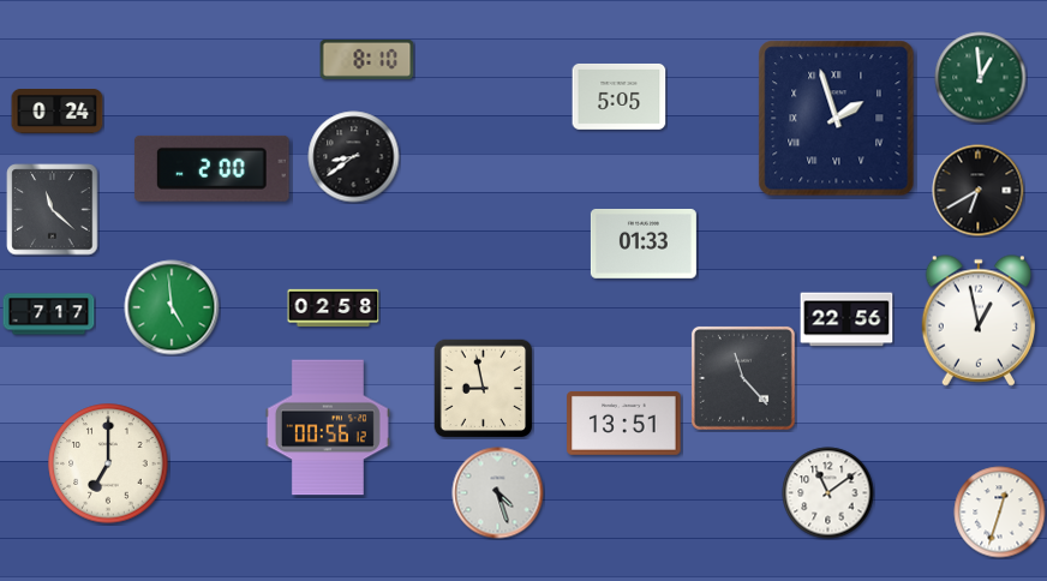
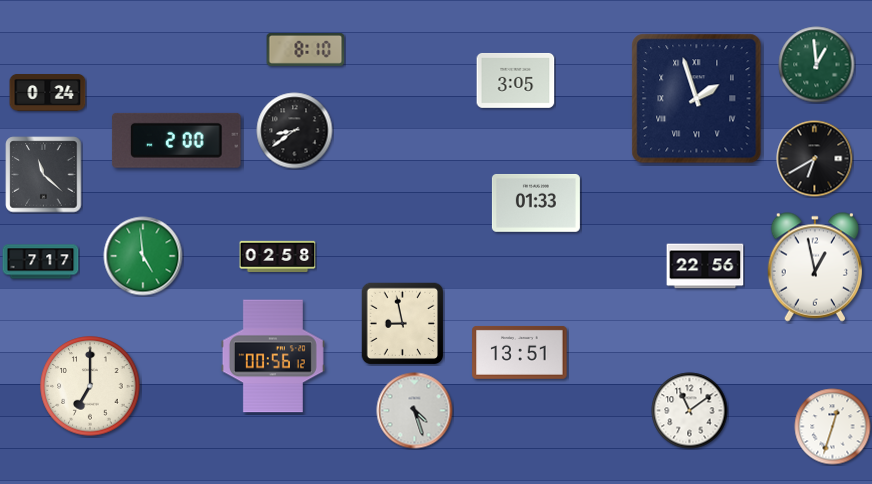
clock at (620, 96): 5:05 -> 3:05
clock at (743, 378): 11:23 -> none
